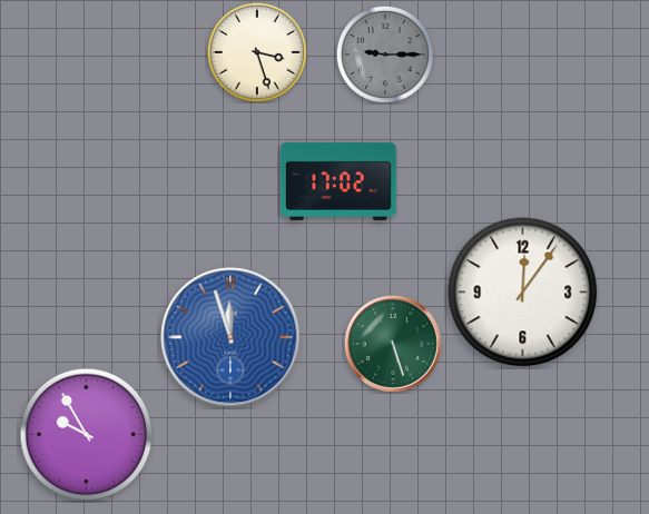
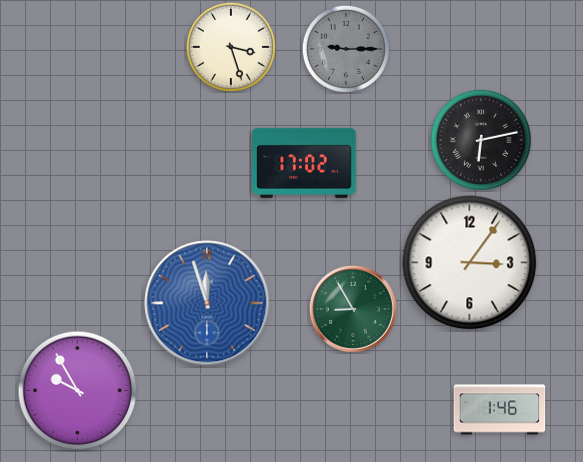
clock at (480, 139): none -> 6:13
clock at (523, 293): 12:06 -> 3:06
clock at (393, 344): 5:27 -> 8:55
clock at (500, 410): none -> 1:46
